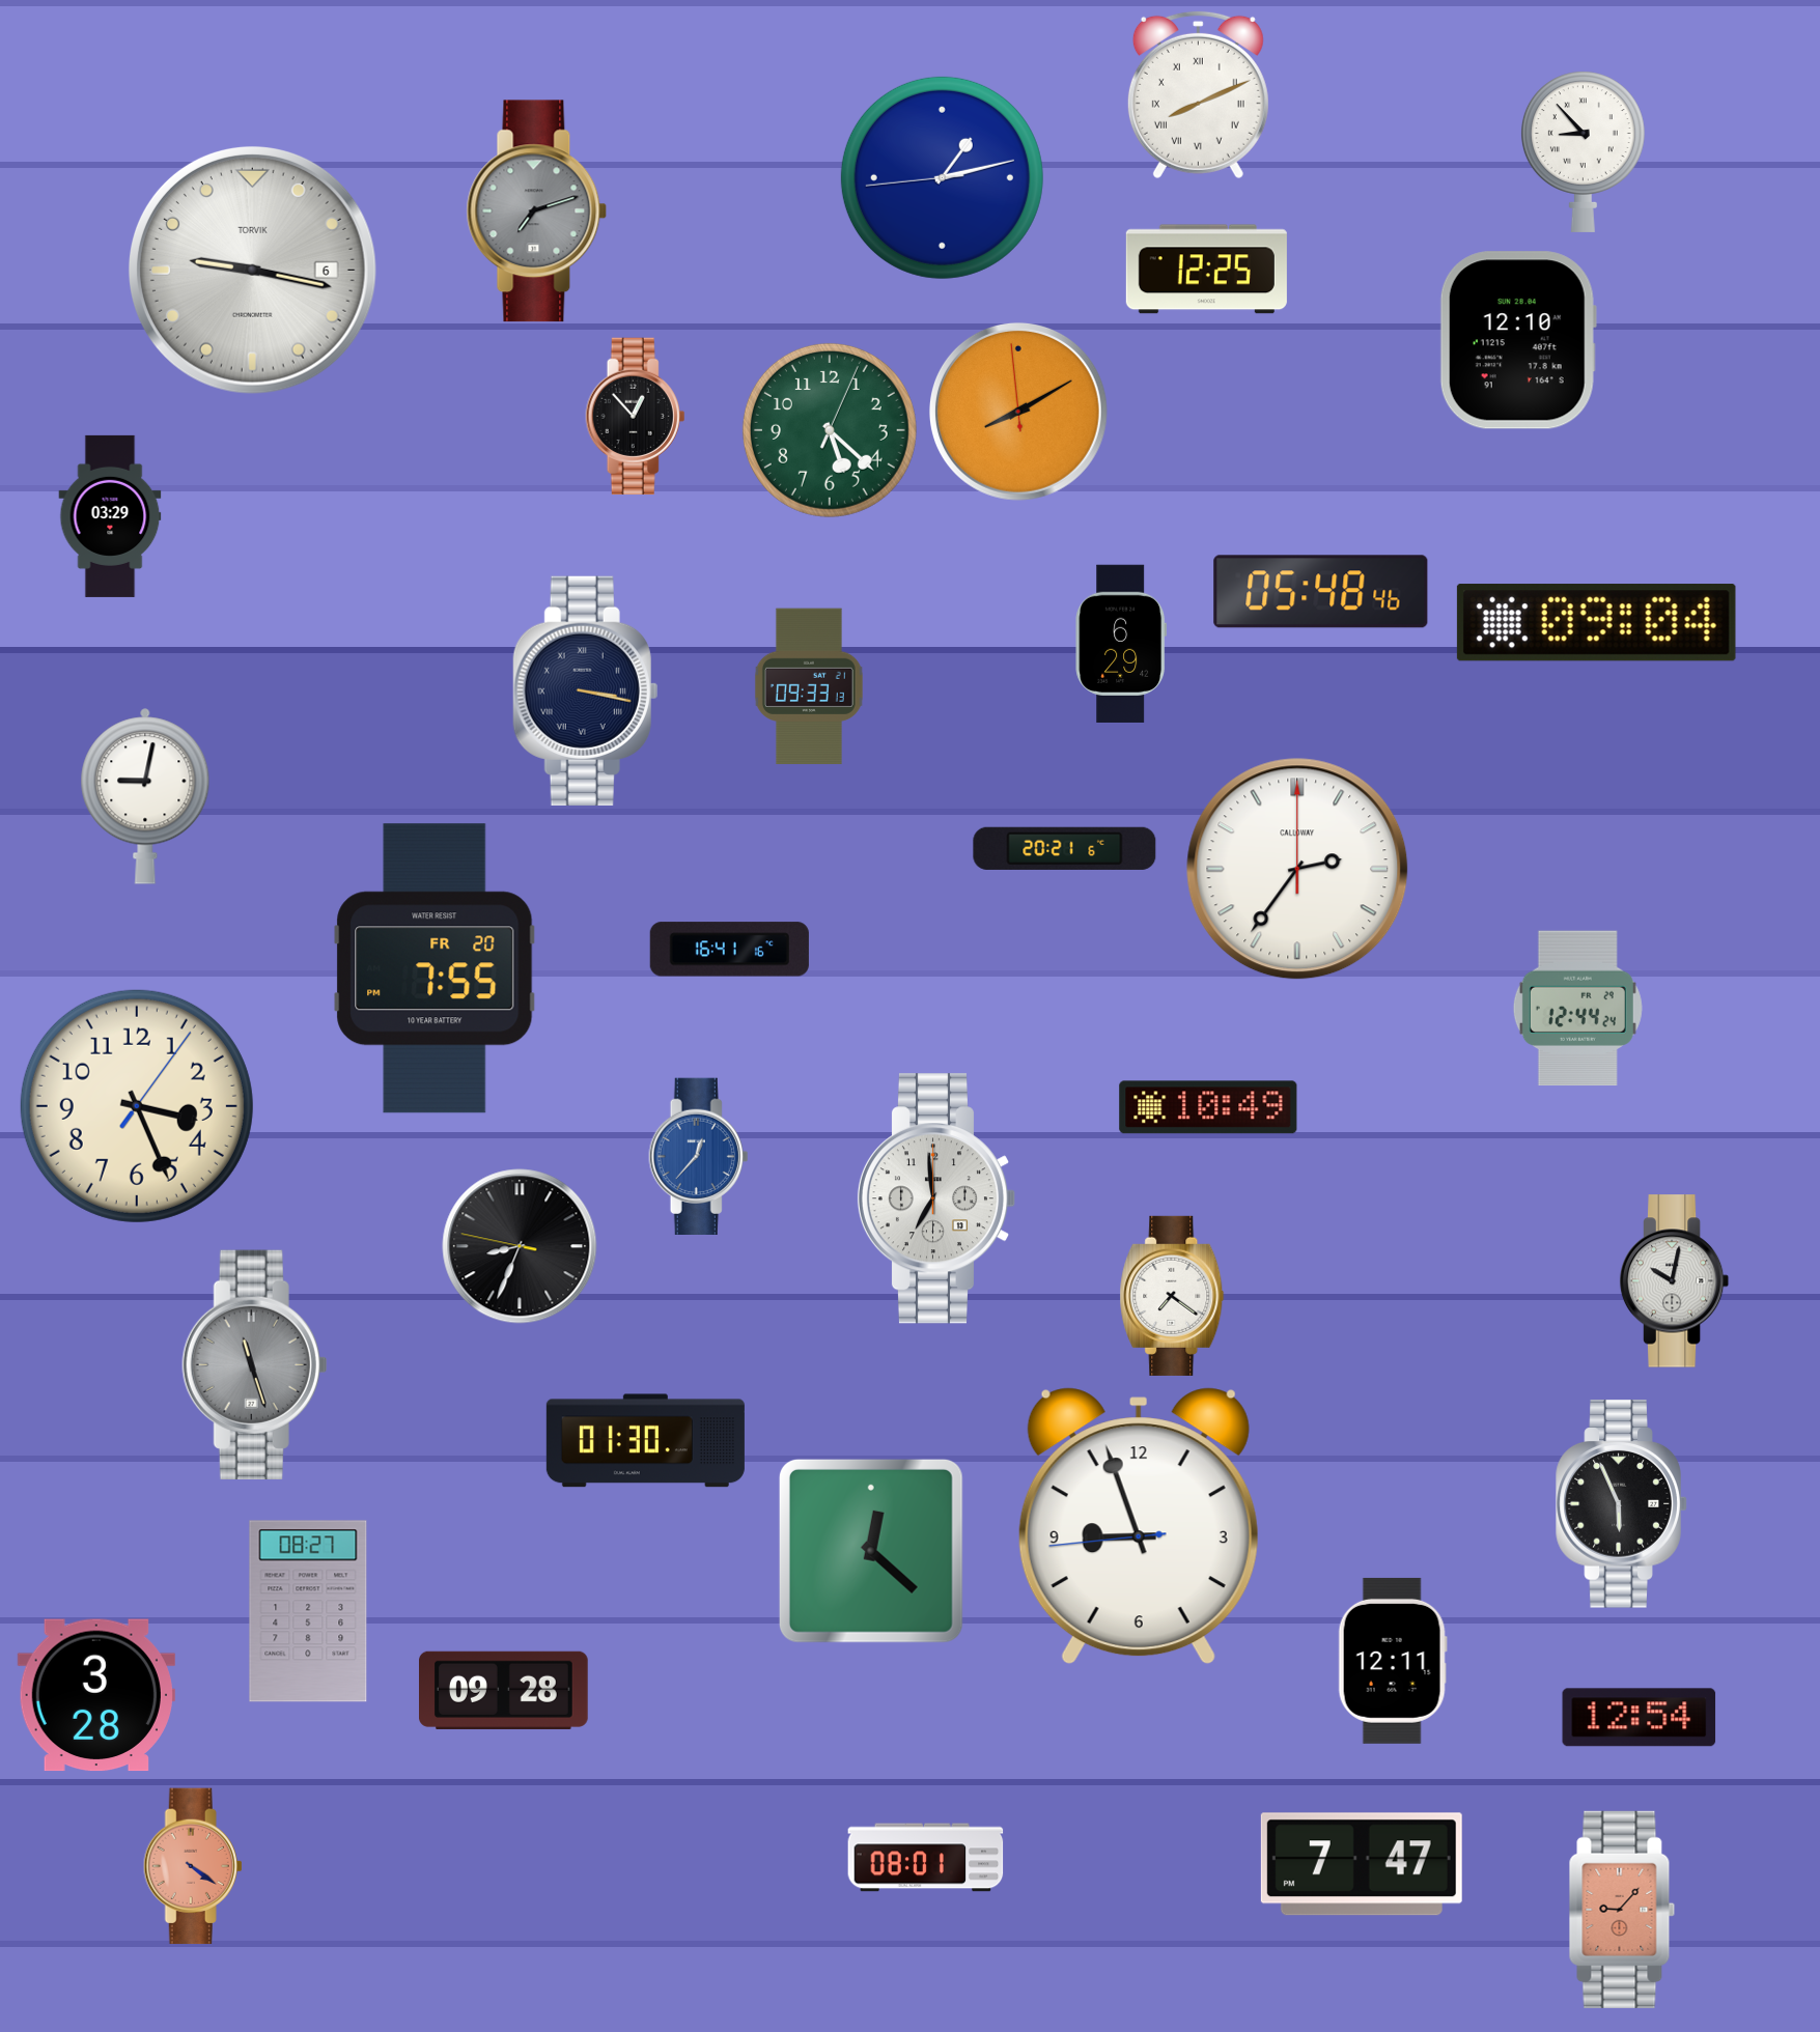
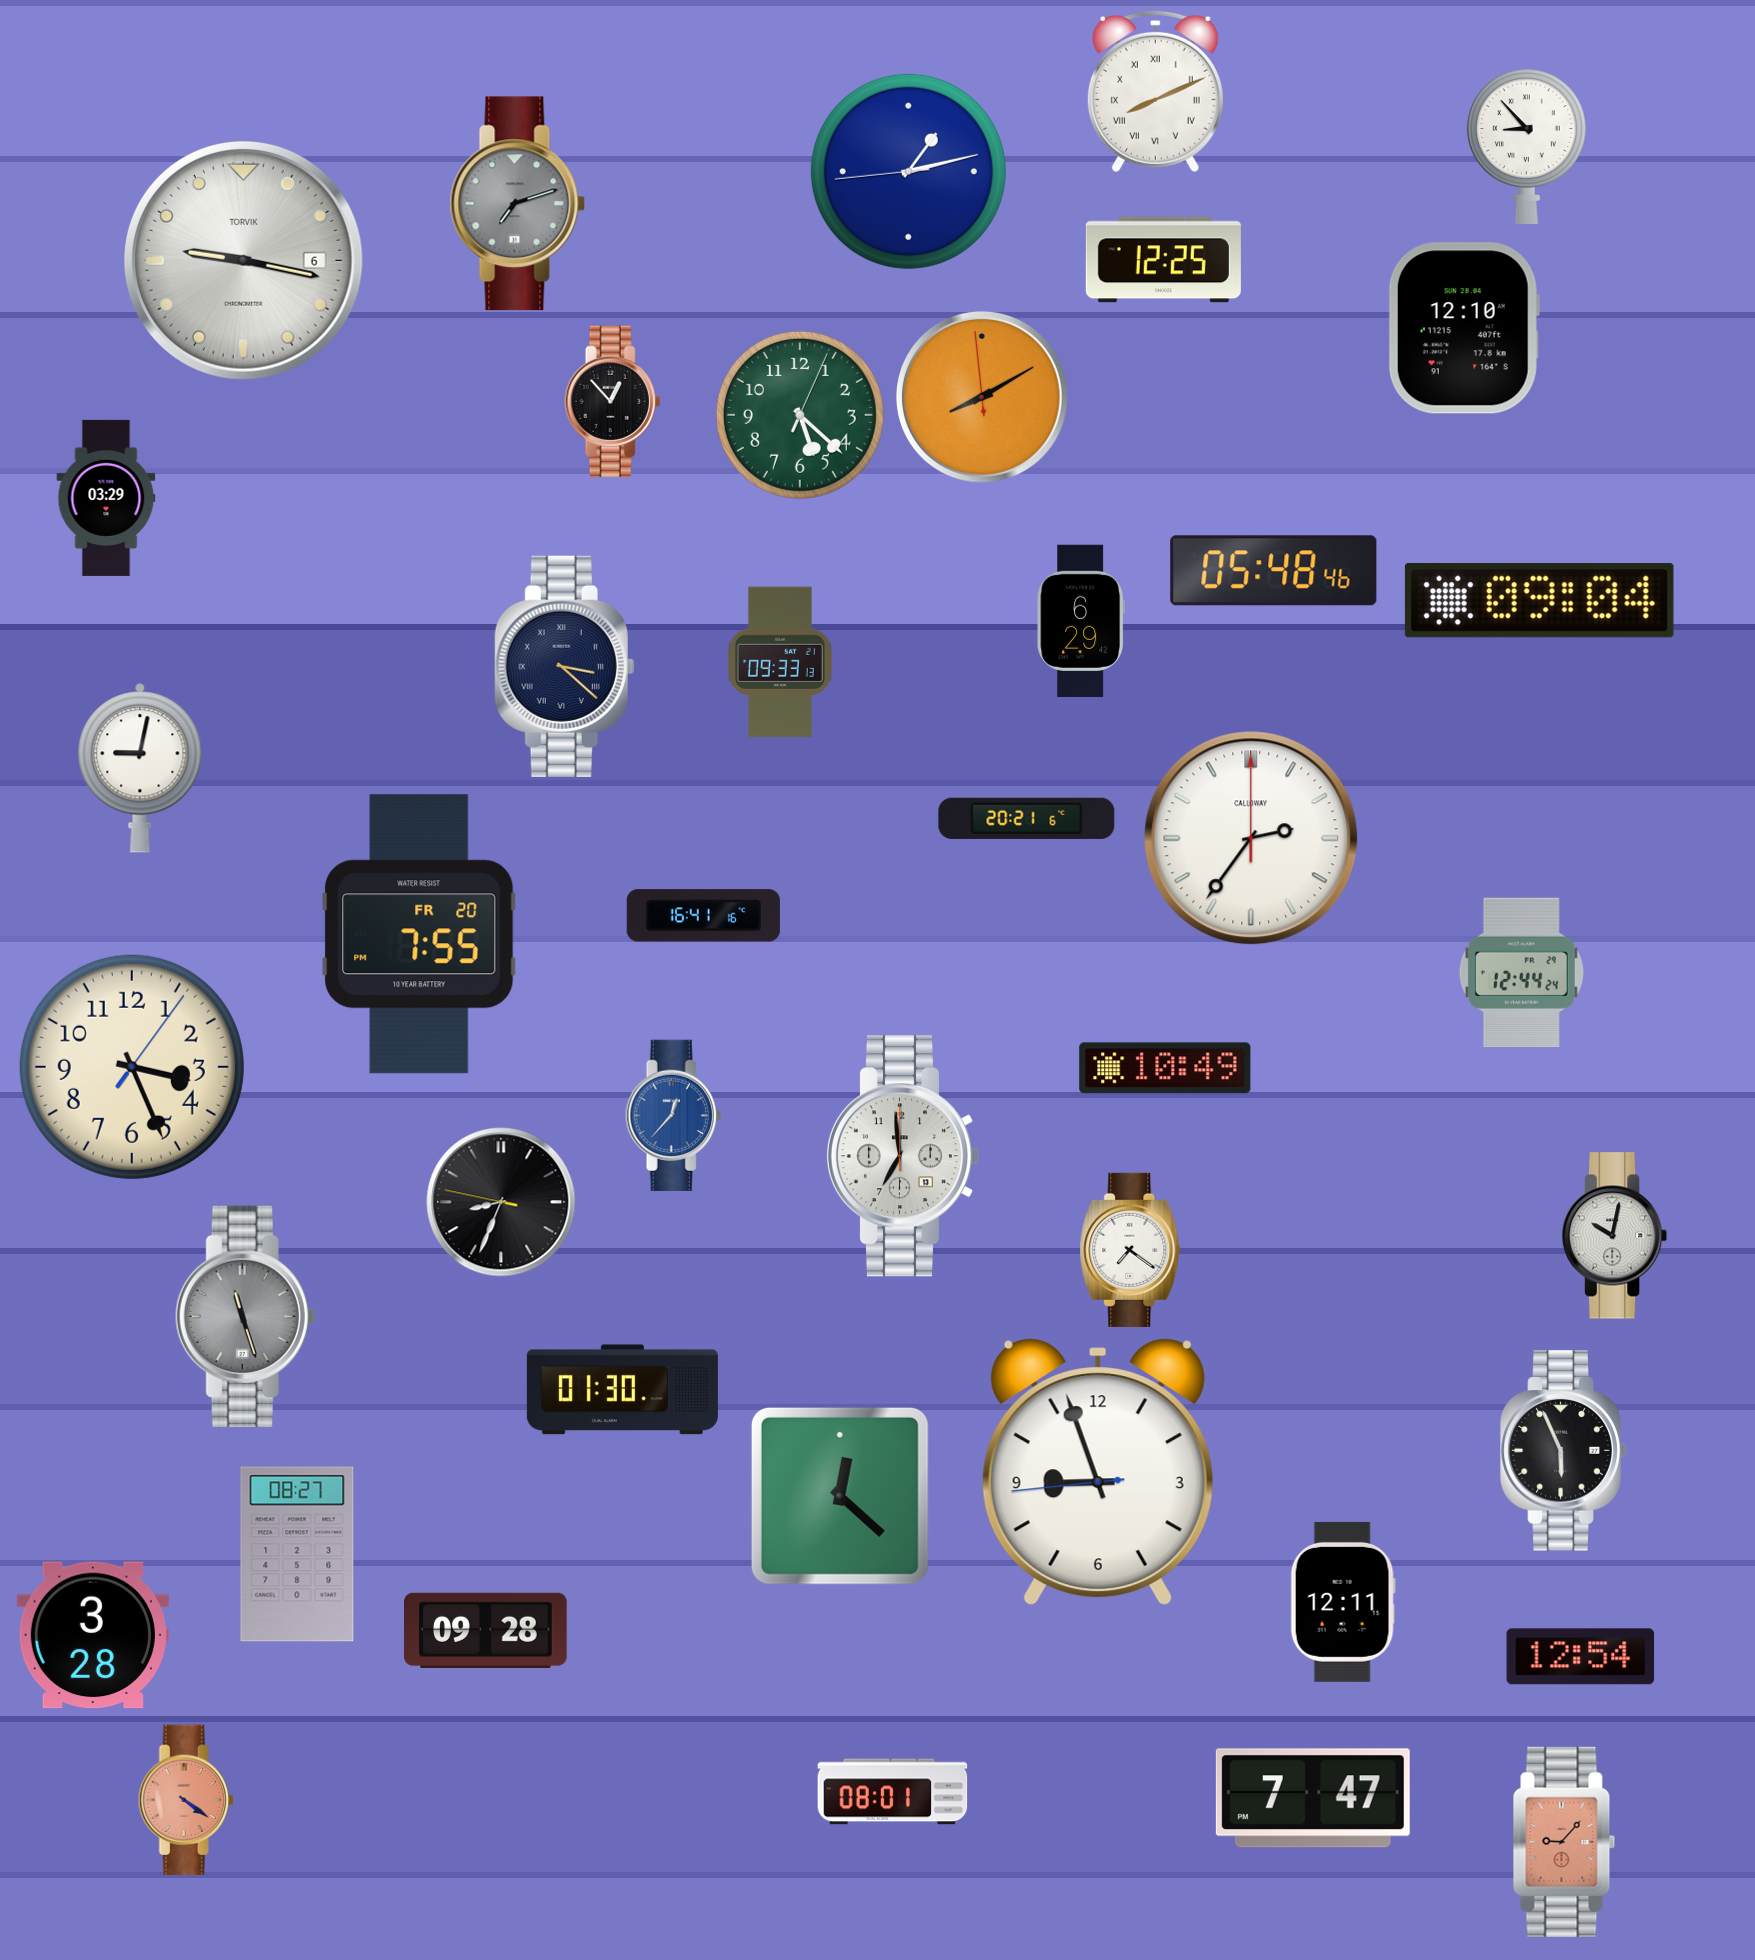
clock at (586, 690): 3:17 -> 3:22
